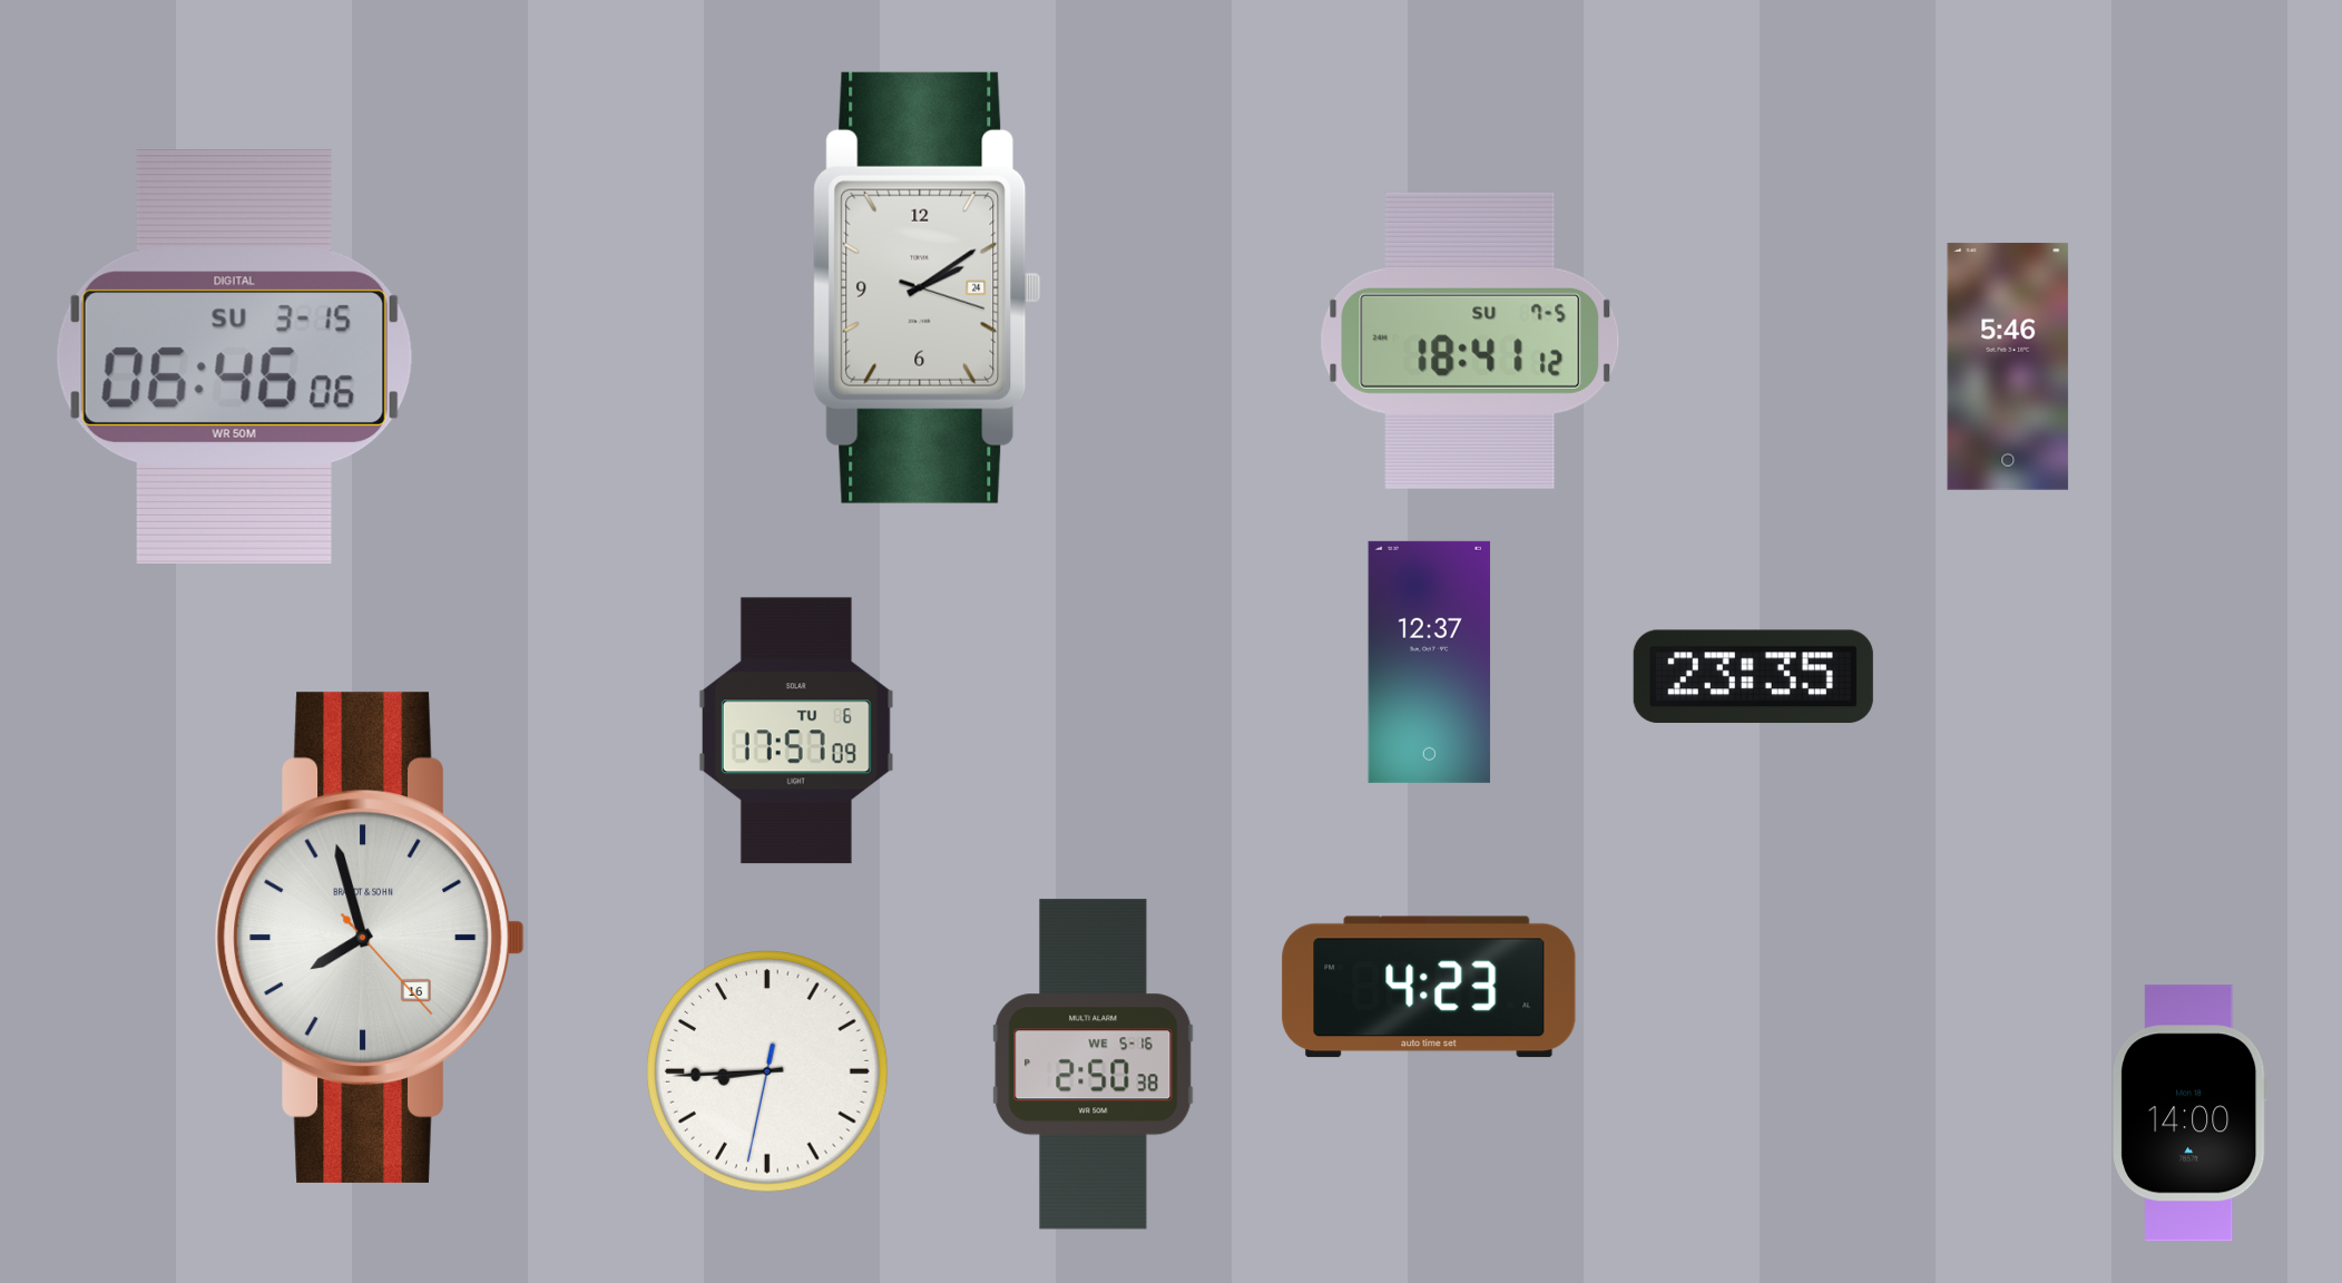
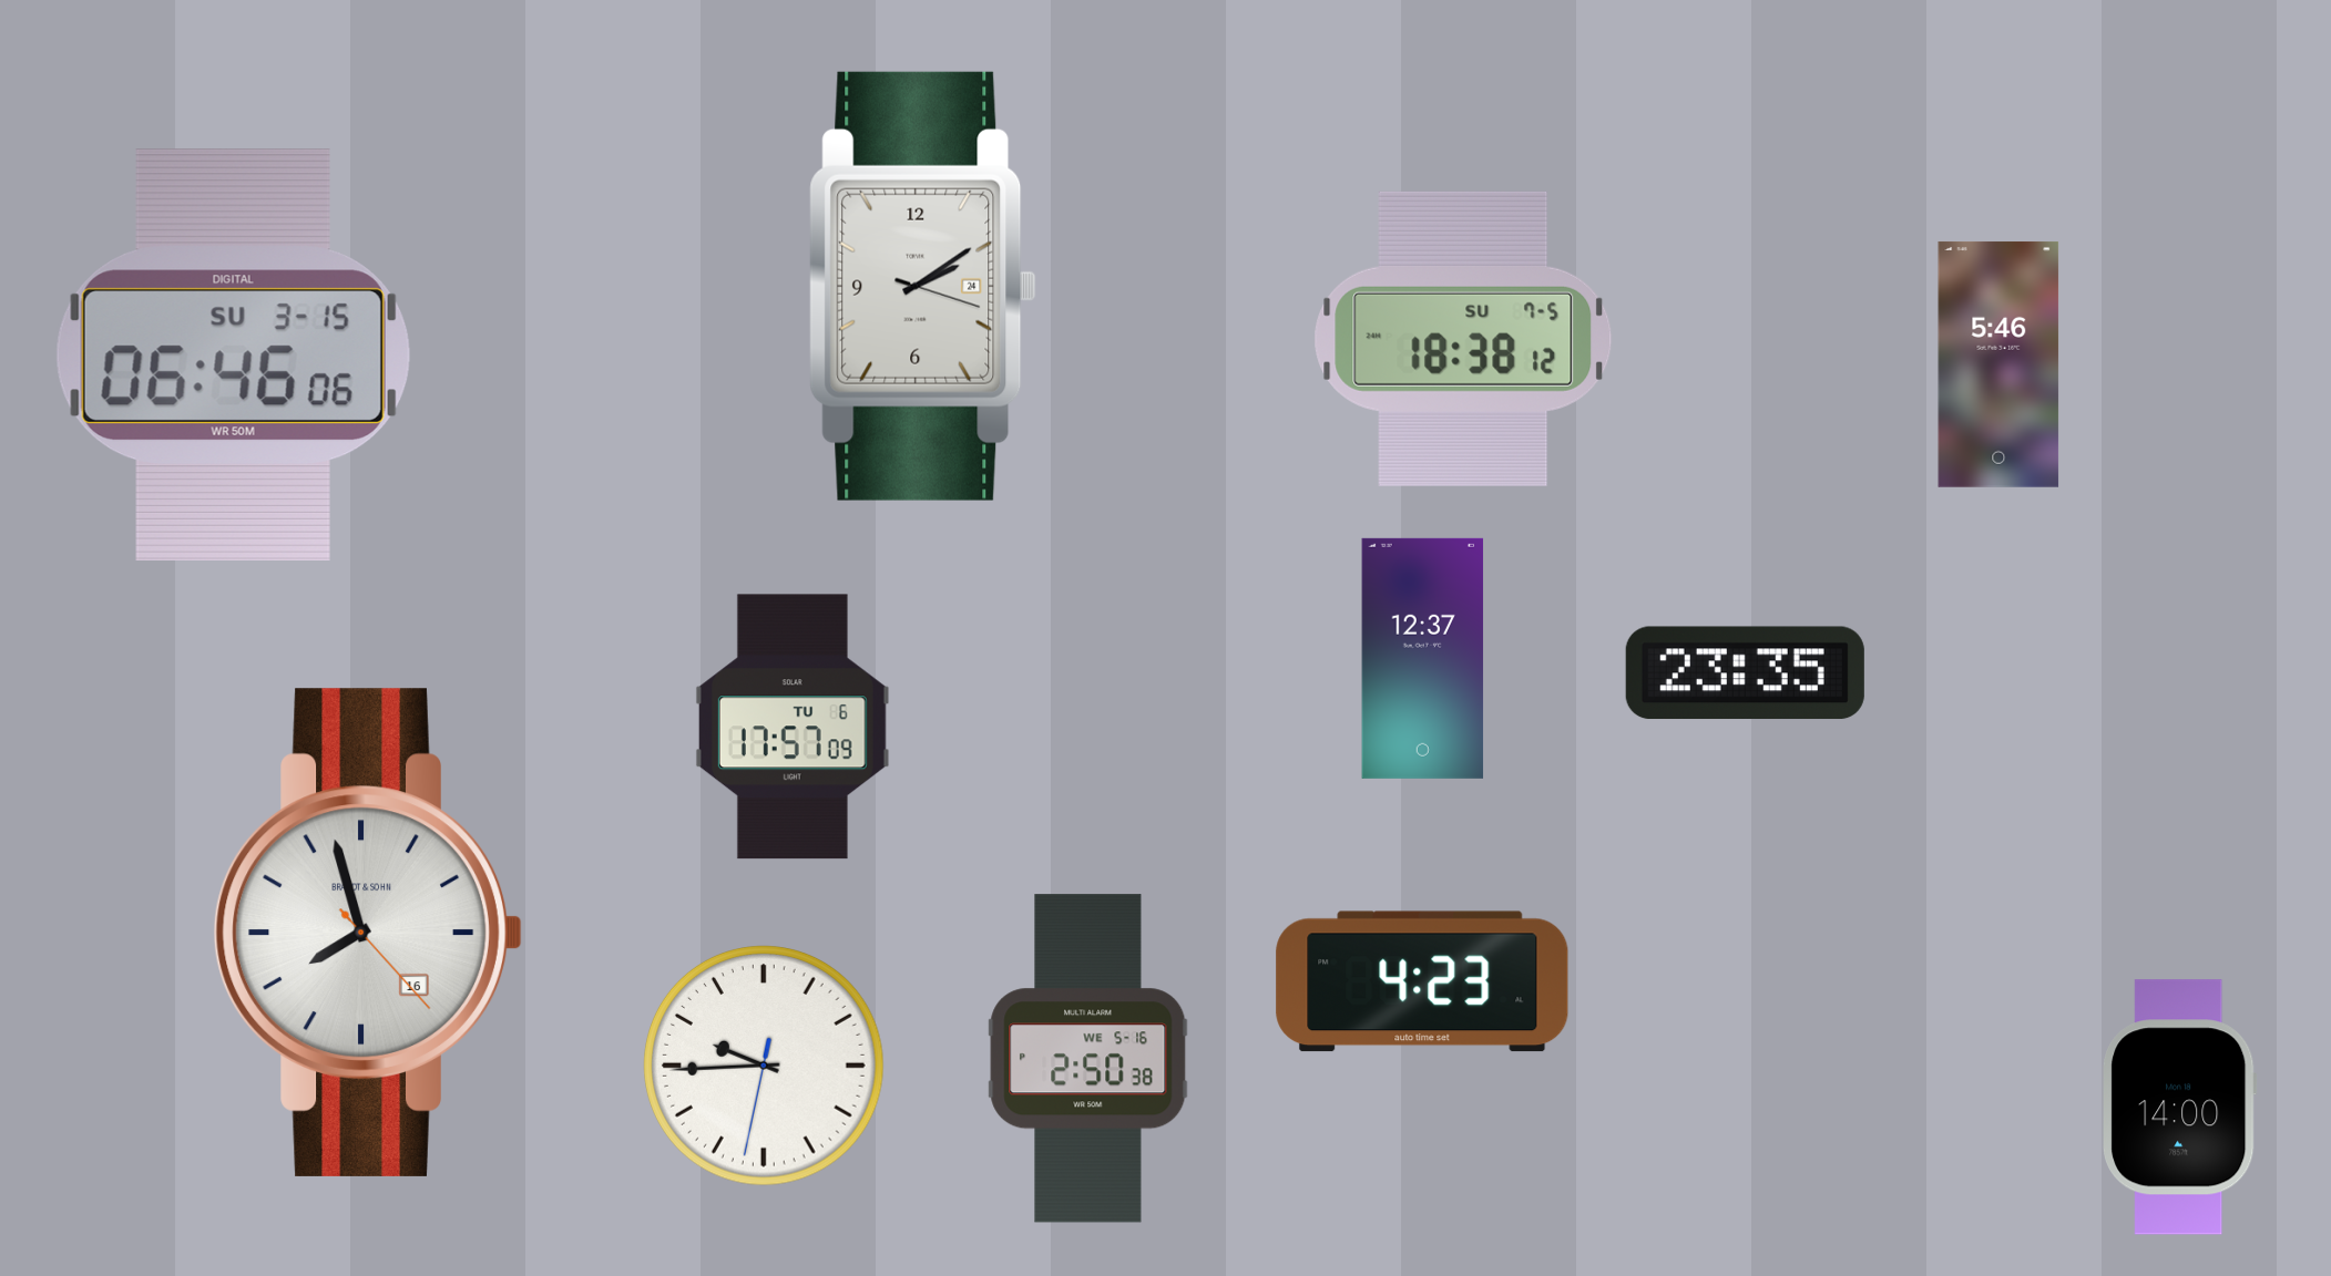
clock at (1470, 341): 18:41 -> 18:38
clock at (768, 1073): 8:44 -> 9:44
